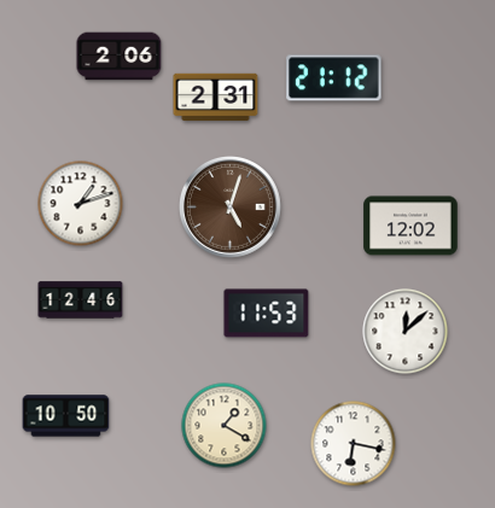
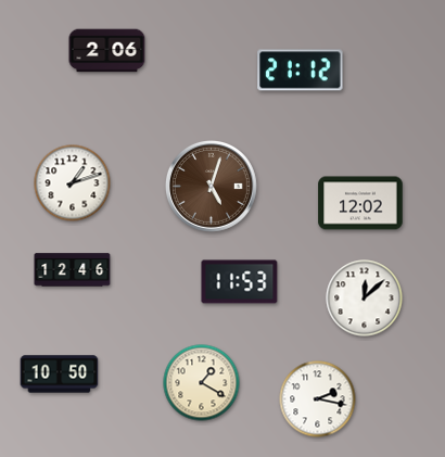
clock at (216, 98): 2:31 -> none
clock at (229, 206) position: (229, 206) -> (211, 186)
clock at (410, 226) position: (410, 226) -> (360, 203)
clock at (354, 444): 6:17 -> 2:17
